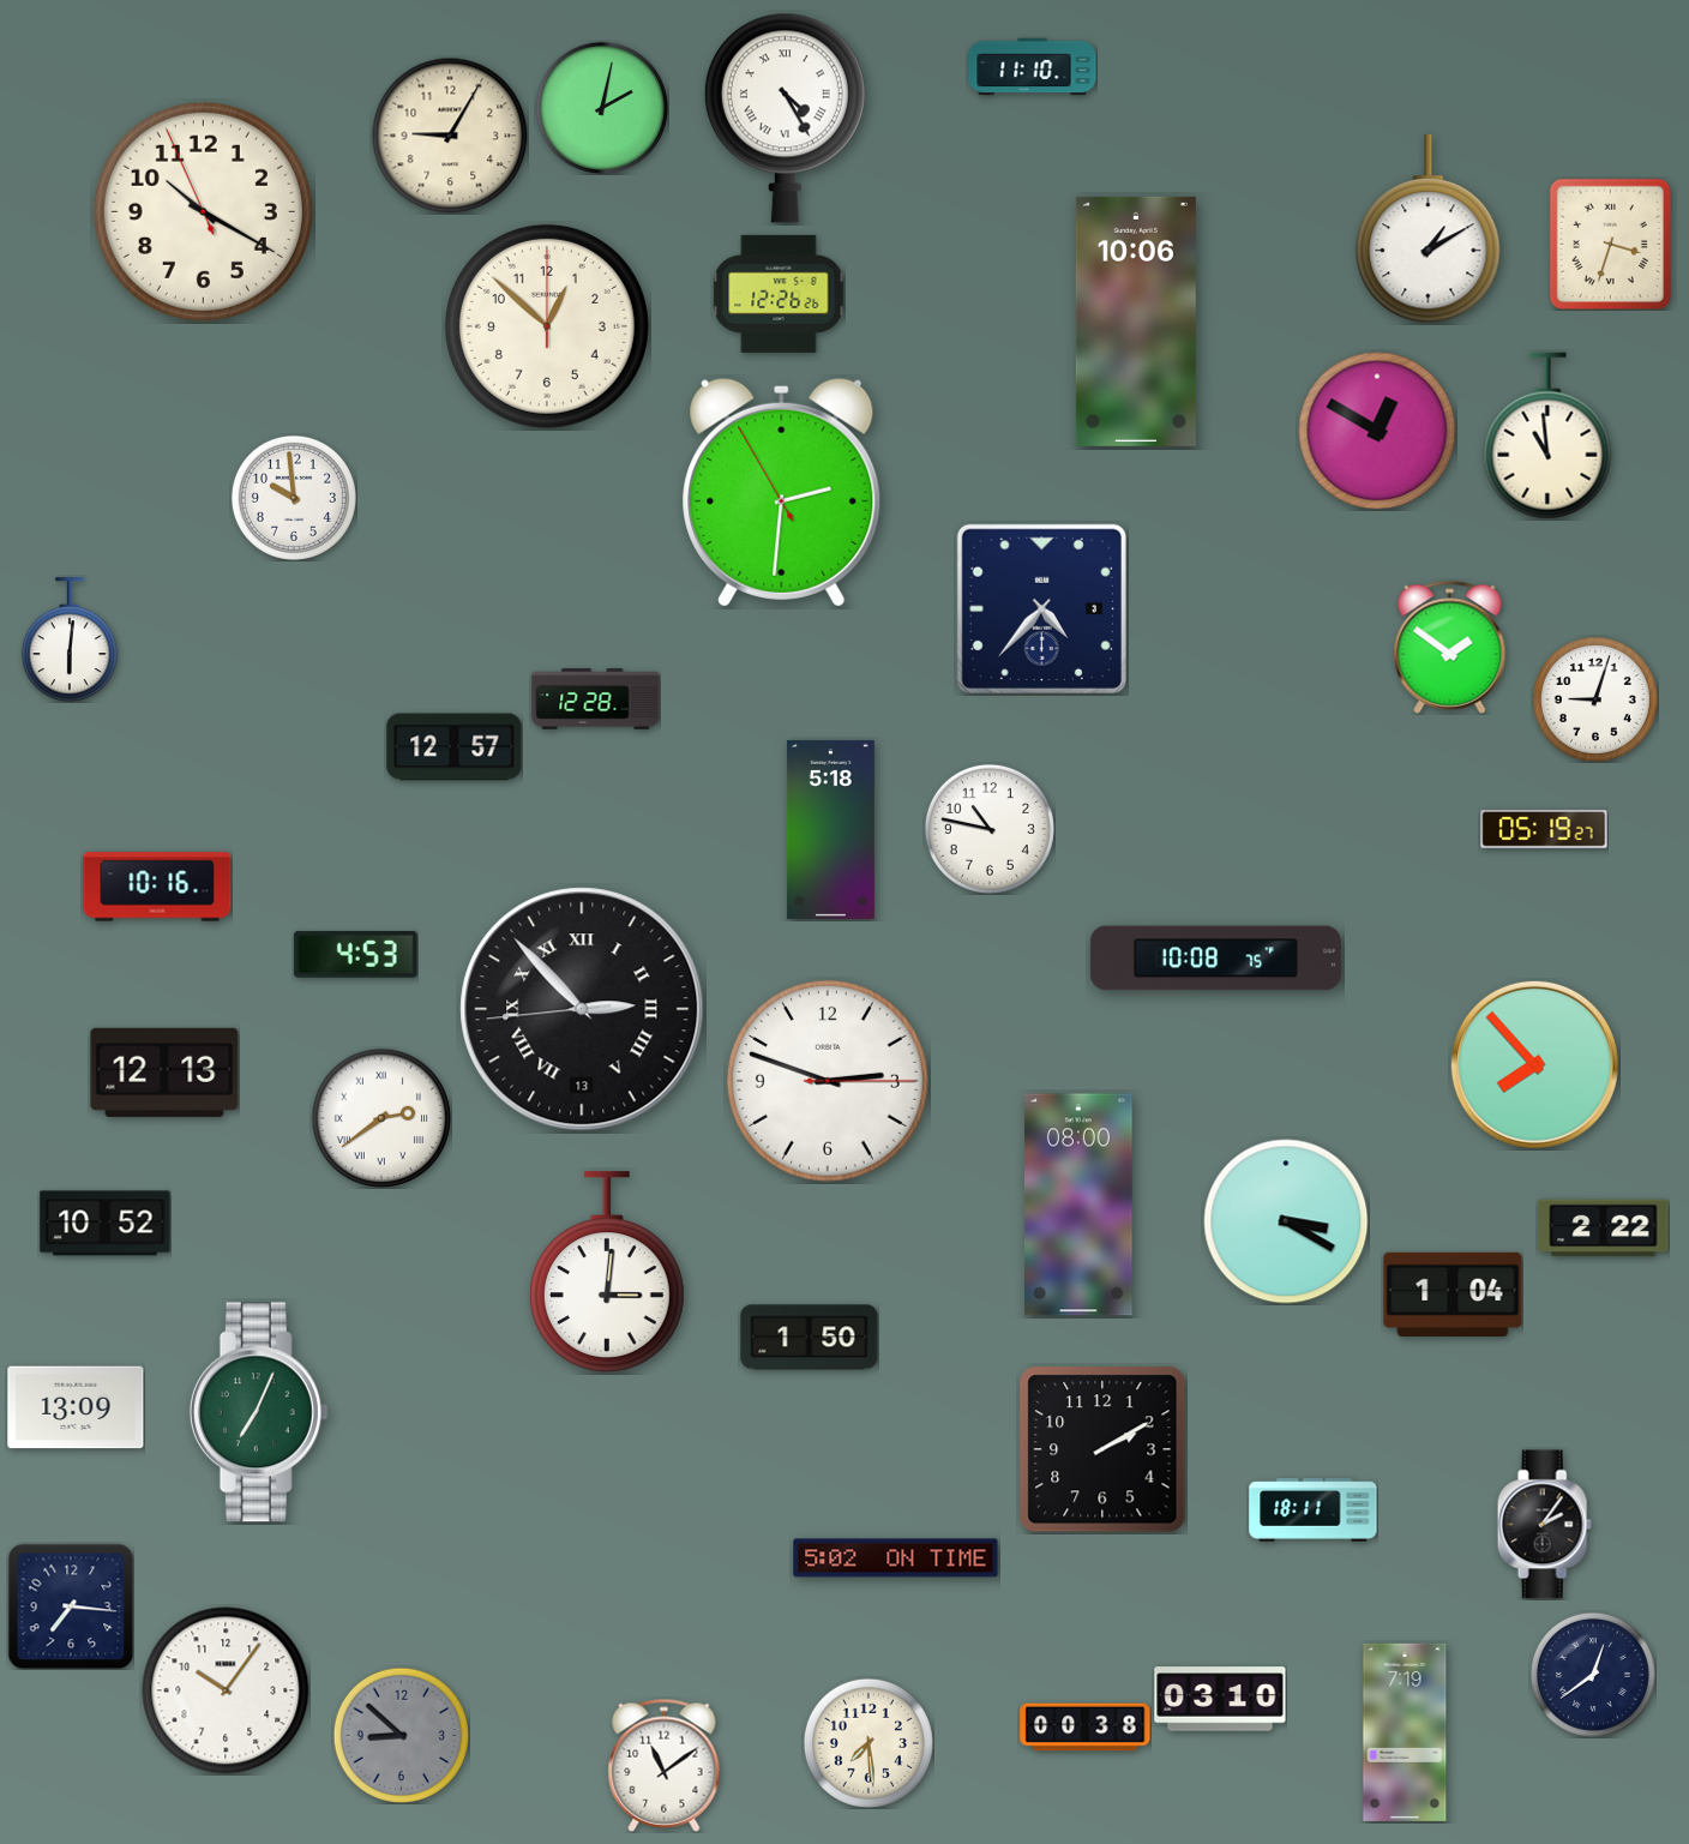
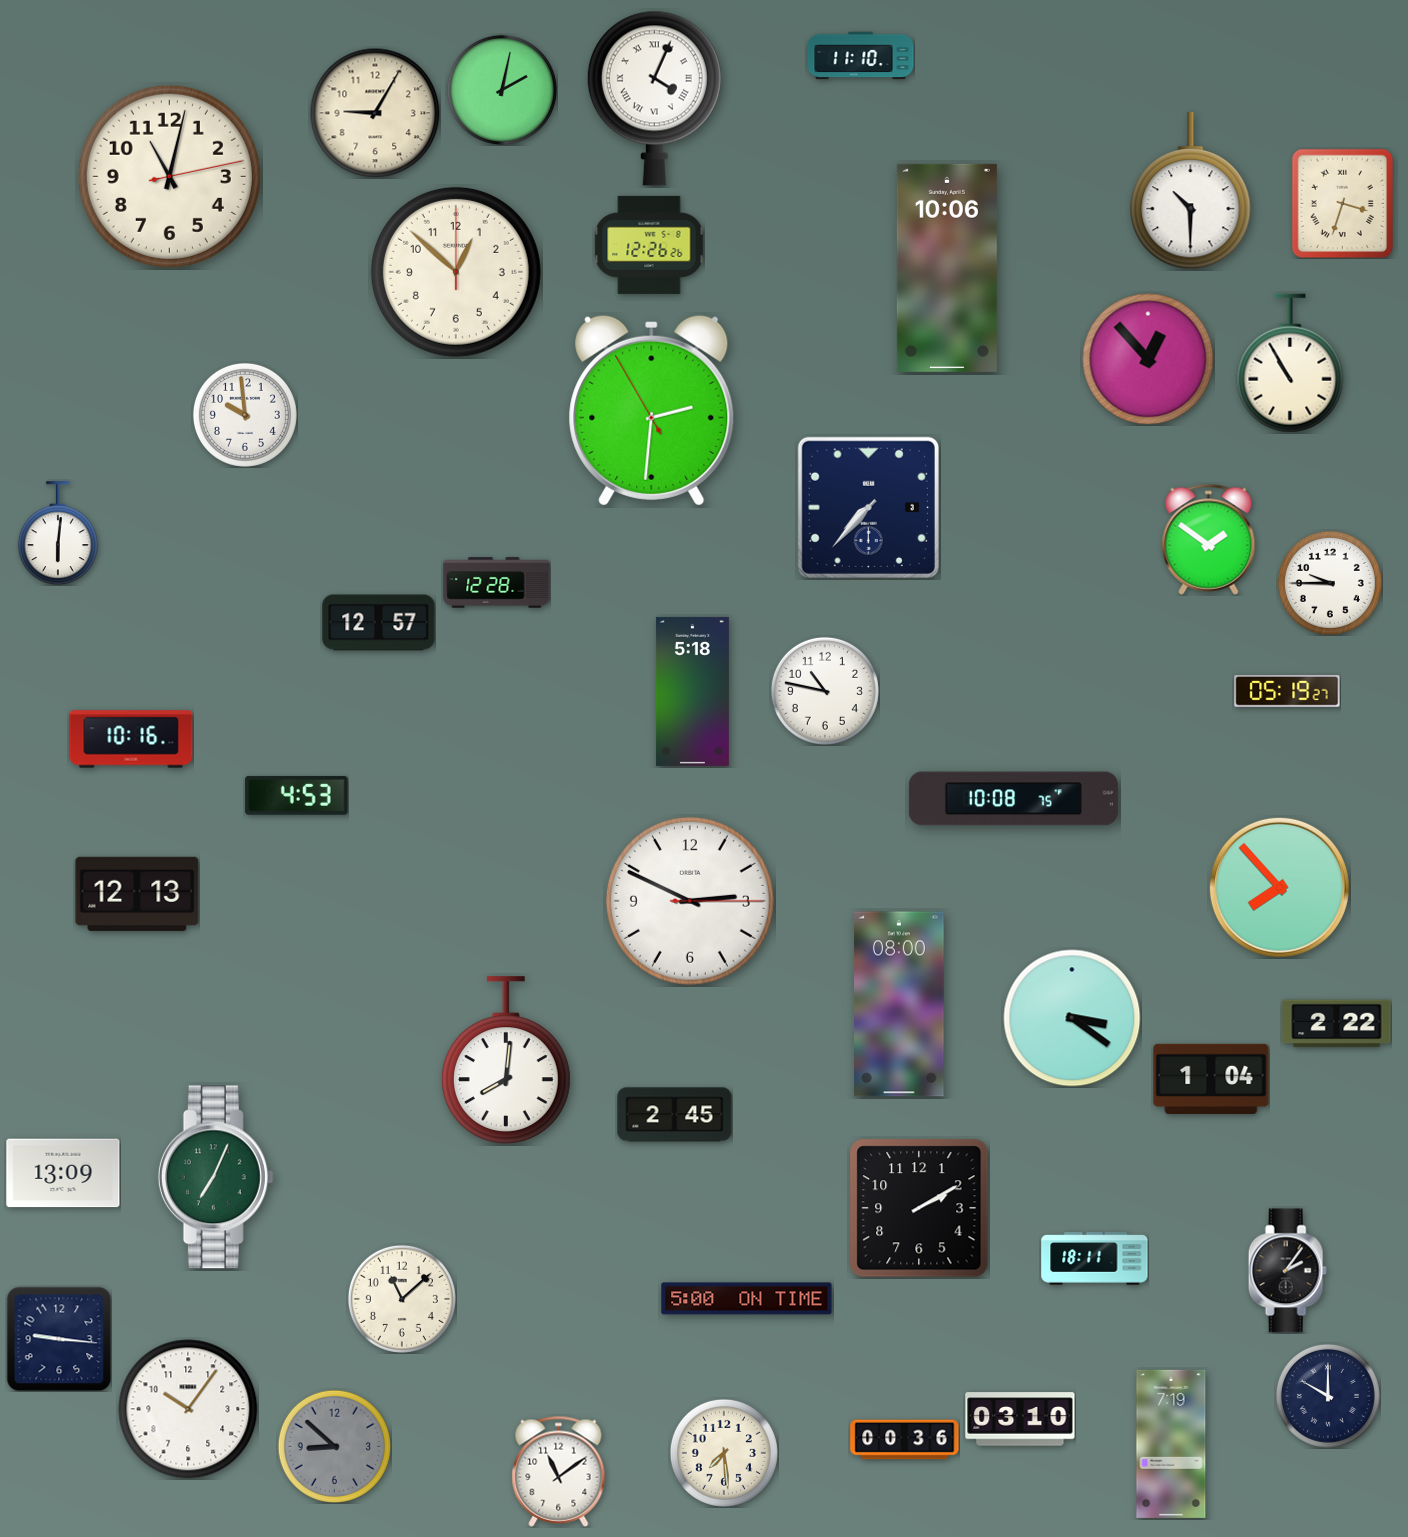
clock at (785, 118): 4:25 -> 4:04
clock at (203, 211): 10:19 -> 11:02
clock at (1429, 229): 1:10 -> 10:30
clock at (1377, 431): 12:50 -> 12:53
clock at (1547, 436): 10:59 -> 10:55
clock at (1041, 608): 4:37 -> 7:37
clock at (1595, 699): 9:03 -> 9:45
clock at (582, 1009): 2:52 -> none
clock at (828, 1081): 2:48 -> 2:49
clock at (380, 1117): 2:39 -> none
clock at (1286, 1221): 3:20 -> 3:21
clock at (106, 1224): 10:52 -> none
clock at (607, 1272): 3:01 -> 8:01
clock at (810, 1338): 1:50 -> 2:45
clock at (402, 1299): none -> 11:08
clock at (896, 1558): 5:02 -> 5:00
clock at (71, 1606): 7:16 -> 9:16
clock at (1593, 1675): 12:39 -> 10:00
clock at (1220, 1699) position: (1220, 1699) -> (1020, 1419)
clock at (1086, 1728): 00:38 -> 00:36
clock at (665, 1765) position: (665, 1765) -> (559, 1471)
